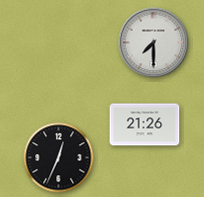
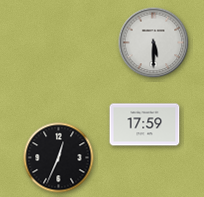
clock at (154, 43): 7:30 -> 5:30
clock at (145, 125): 21:26 -> 17:59
